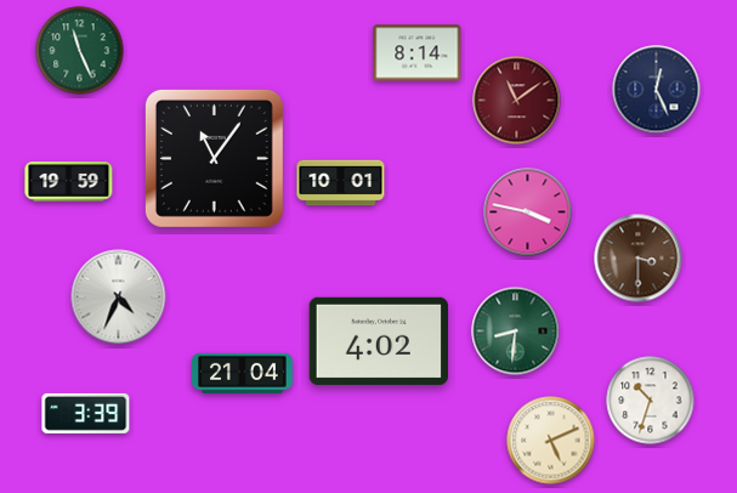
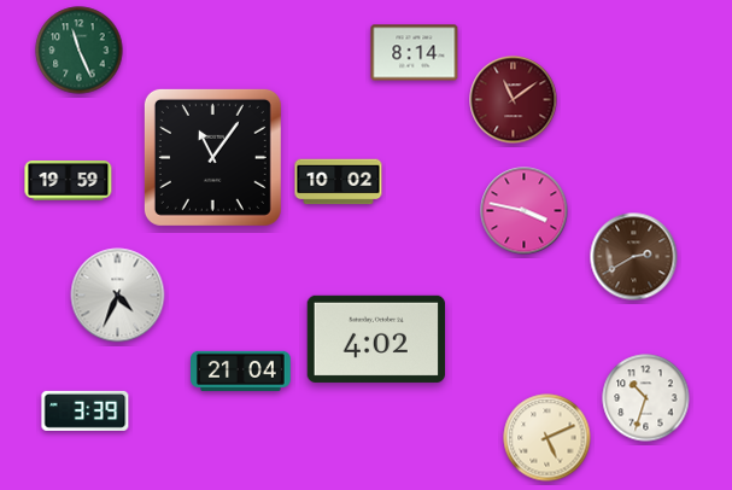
clock at (657, 90): 12:26 -> none
clock at (341, 183): 10:01 -> 10:02
clock at (639, 259): 3:30 -> 2:40
clock at (516, 331): 8:31 -> none
